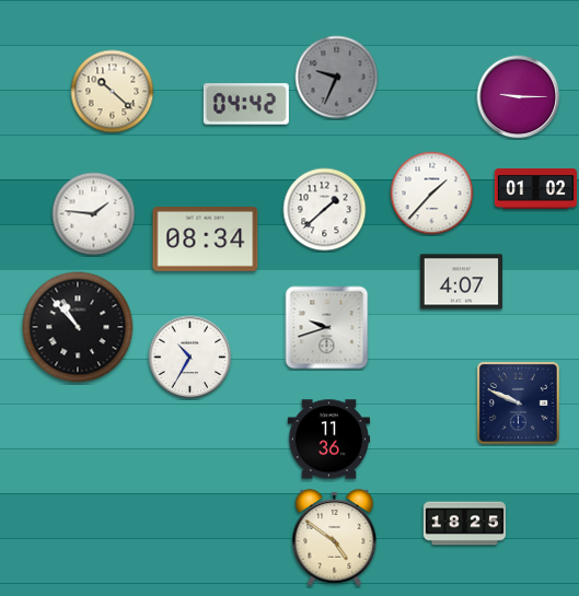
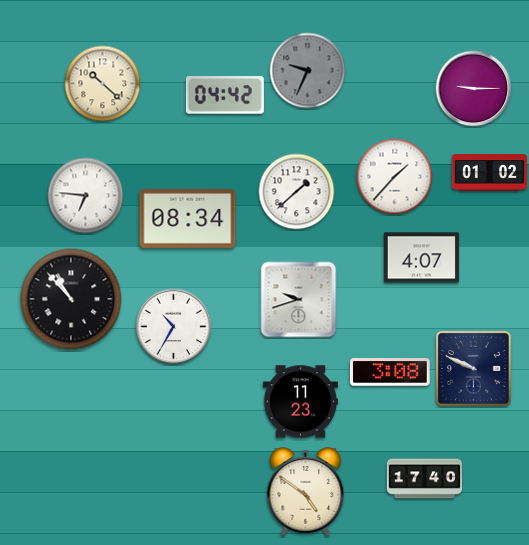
clock at (94, 214): 1:46 -> 6:46
clock at (390, 372): none -> 3:08
clock at (328, 440): 11:36 -> 11:23
clock at (464, 524): 18:25 -> 17:40
